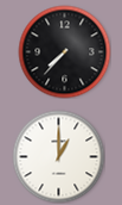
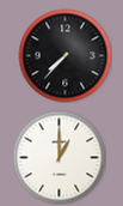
clock at (64, 51) position: (64, 51) -> (64, 55)
